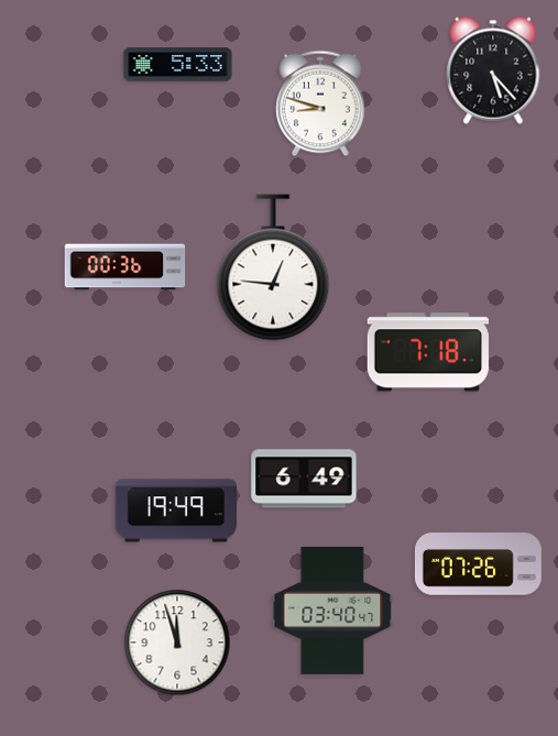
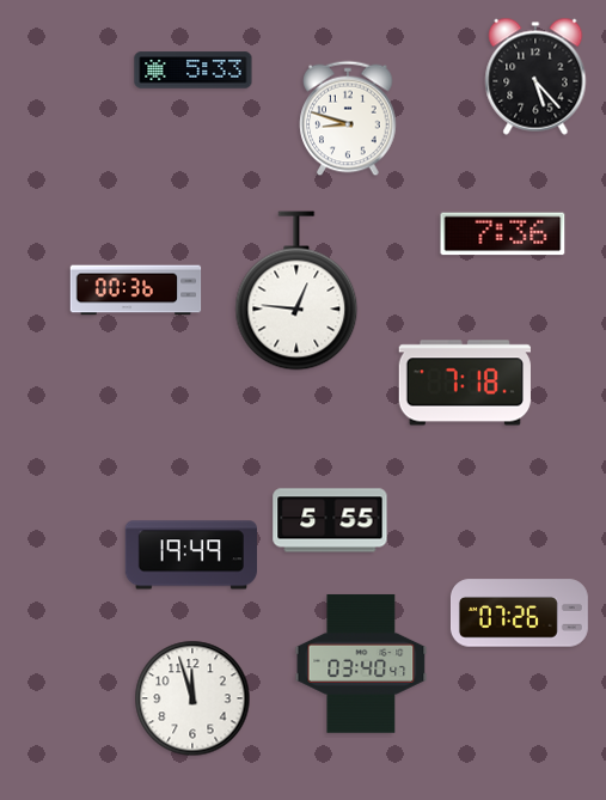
clock at (320, 103) position: (320, 103) -> (348, 118)
clock at (503, 234): none -> 7:36
clock at (304, 479): 6:49 -> 5:55
